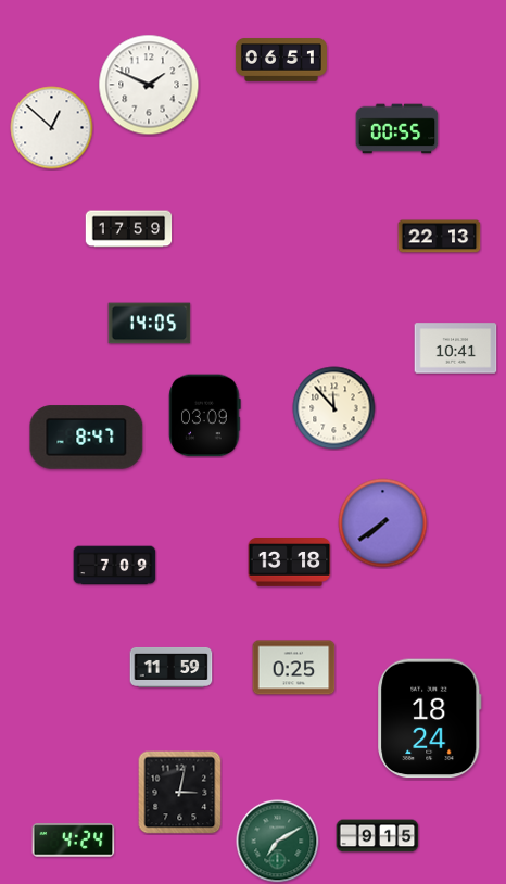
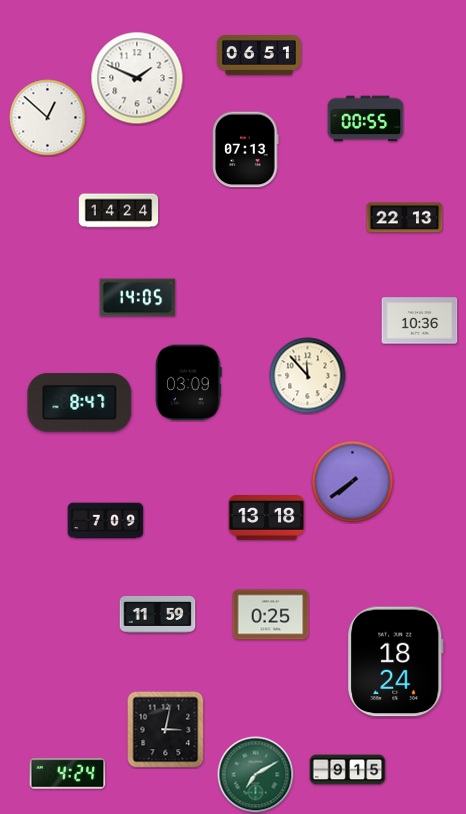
clock at (246, 150): none -> 07:13
clock at (129, 229): 17:59 -> 14:24
clock at (456, 349): 10:41 -> 10:36
